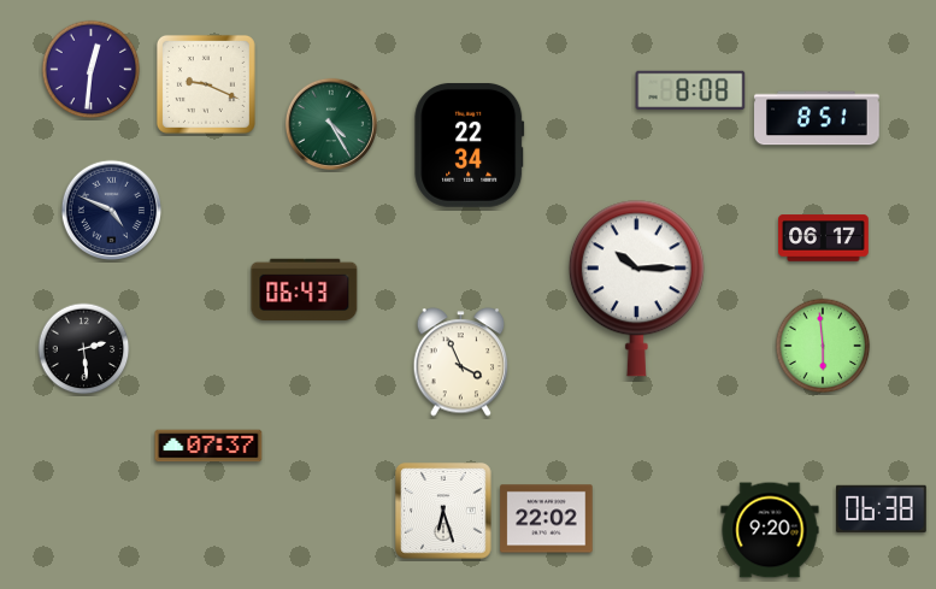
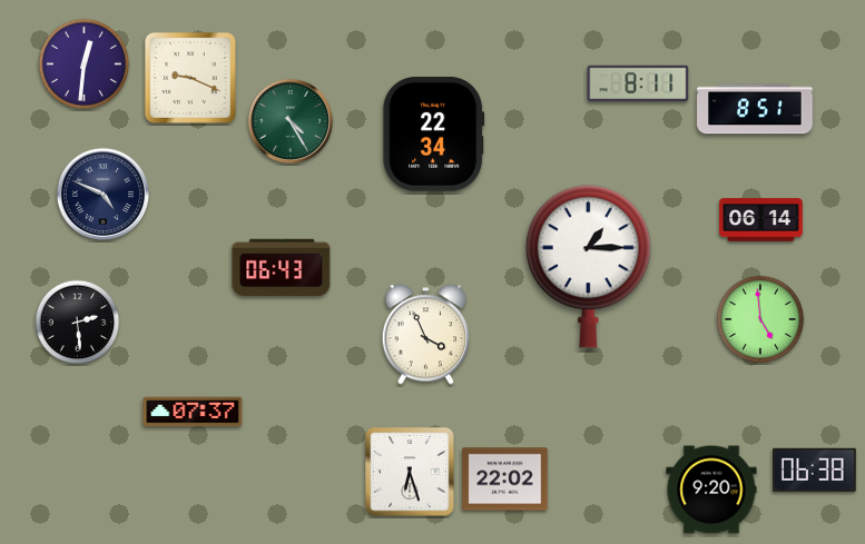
clock at (690, 90): 8:08 -> 8:11
clock at (331, 124) position: (331, 124) -> (291, 121)
clock at (824, 238): 06:17 -> 06:14
clock at (636, 289): 10:15 -> 1:15
clock at (823, 346): 5:59 -> 4:59
